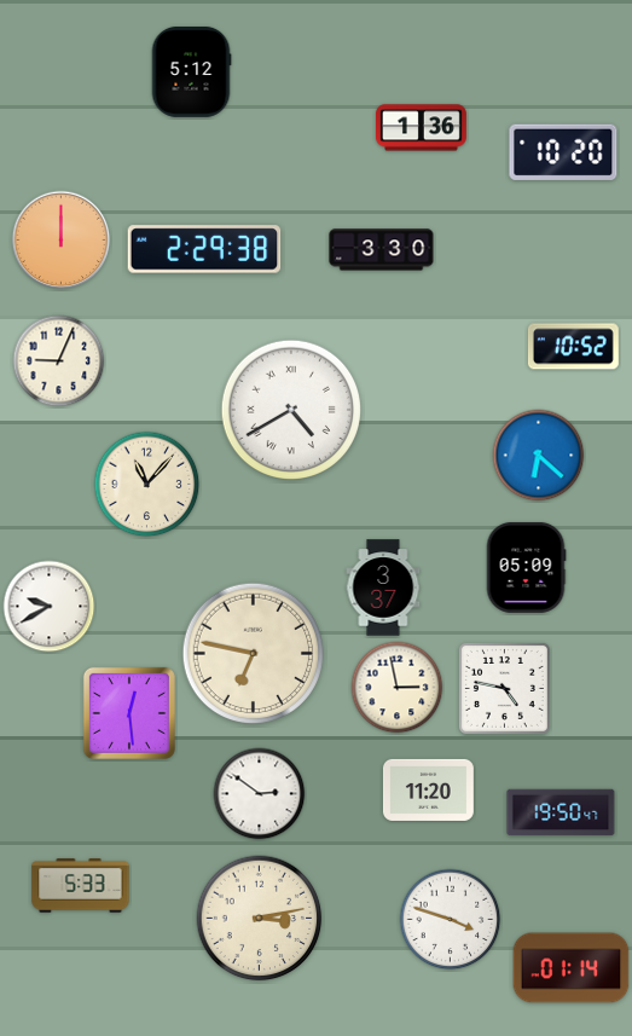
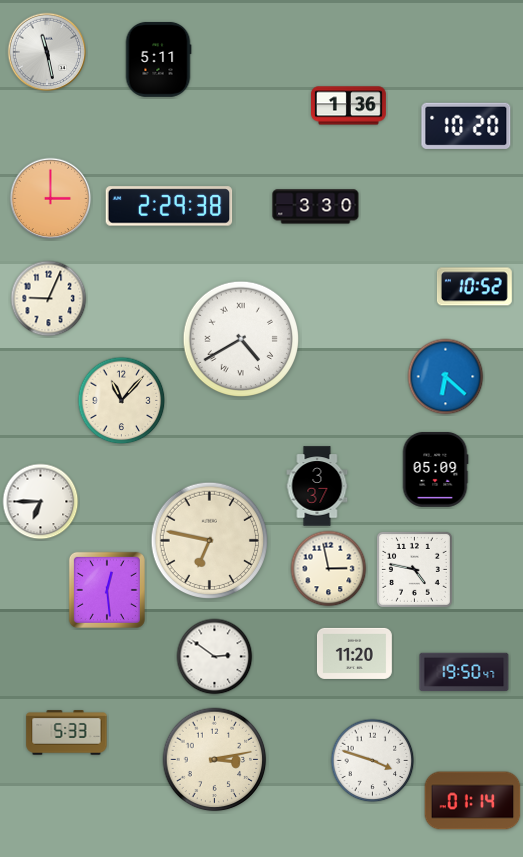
clock at (47, 52): none -> 11:28
clock at (191, 71): 5:12 -> 5:11
clock at (62, 241): 12:00 -> 3:00
clock at (50, 607): 9:40 -> 6:45
clock at (504, 688) position: (504, 688) -> (414, 569)
